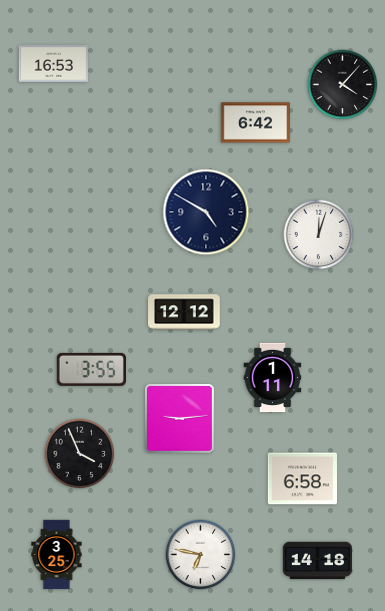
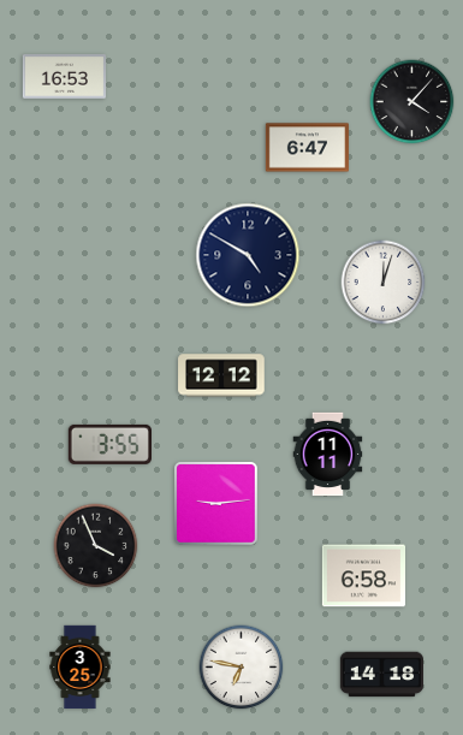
clock at (255, 123): 6:42 -> 6:47
clock at (273, 378): 1:11 -> 11:11
clock at (57, 555) position: (57, 555) -> (81, 668)
